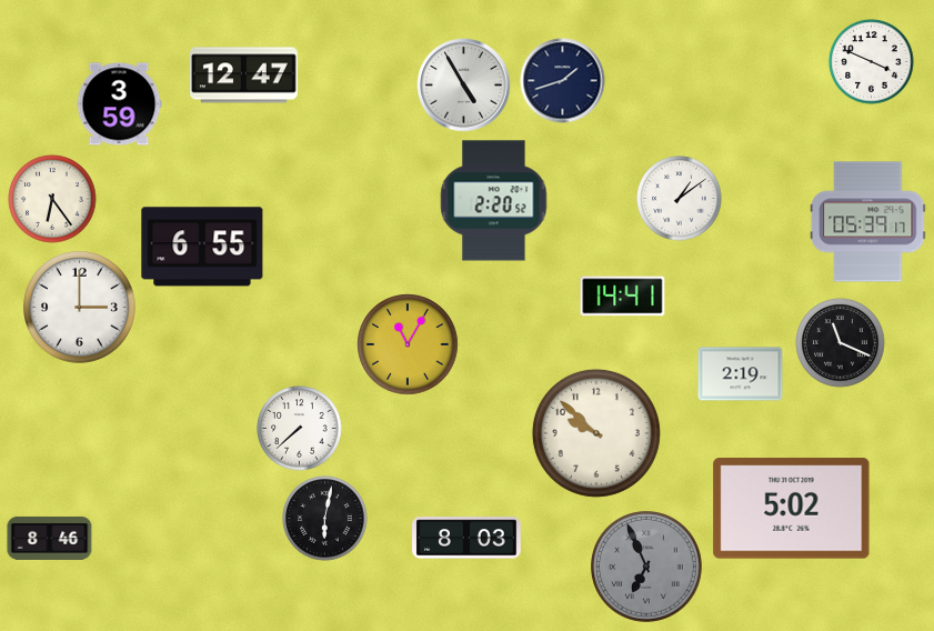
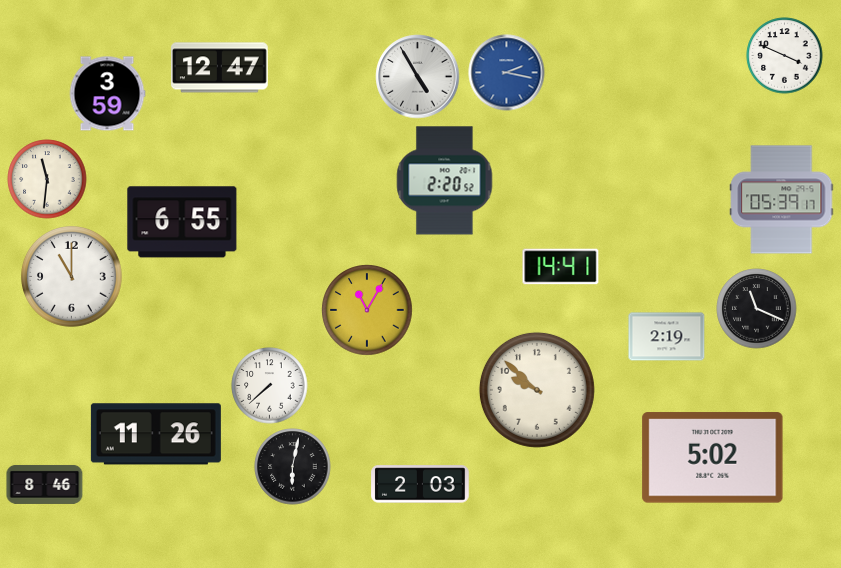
clock at (563, 81): 1:42 -> 2:17
clock at (563, 81) dial: navy -> blue
clock at (52, 199): 6:24 -> 11:31
clock at (680, 199): 1:09 -> none
clock at (80, 308): 3:00 -> 11:00
clock at (156, 434): none -> 11:26
clock at (466, 538): 8:03 -> 2:03
clock at (647, 568): 6:56 -> none
